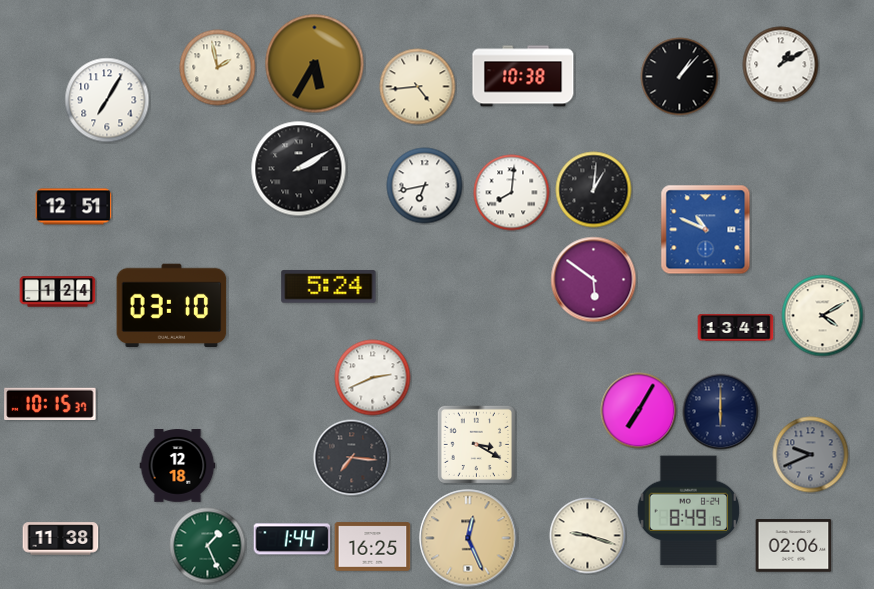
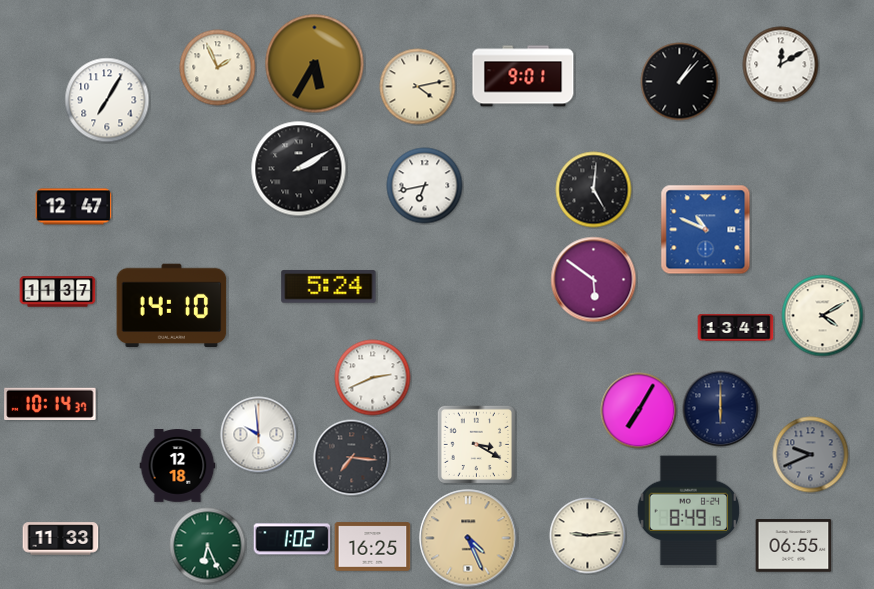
clock at (781, 65): 1:10 -> 12:10
clock at (218, 68): 1:58 -> 1:56
clock at (523, 76): 10:38 -> 9:01
clock at (680, 77) position: (680, 77) -> (680, 82)
clock at (418, 87): 4:44 -> 4:13
clock at (594, 190): 1:01 -> 5:01
clock at (512, 193): 8:01 -> none
clock at (74, 207): 12:51 -> 12:47
clock at (58, 292): 1:24 -> 11:37
clock at (172, 306): 03:10 -> 14:10
clock at (50, 403): 10:15 -> 10:14
clock at (721, 412) position: (721, 412) -> (721, 409)
clock at (259, 435): none -> 9:59
clock at (588, 536): 9:18 -> 9:14
clock at (468, 538): 12:26 -> 4:26
clock at (61, 539): 11:38 -> 11:33
clock at (292, 539): 1:44 -> 1:02
clock at (208, 546): 1:26 -> 6:26
clock at (794, 546): 02:06 -> 06:55
